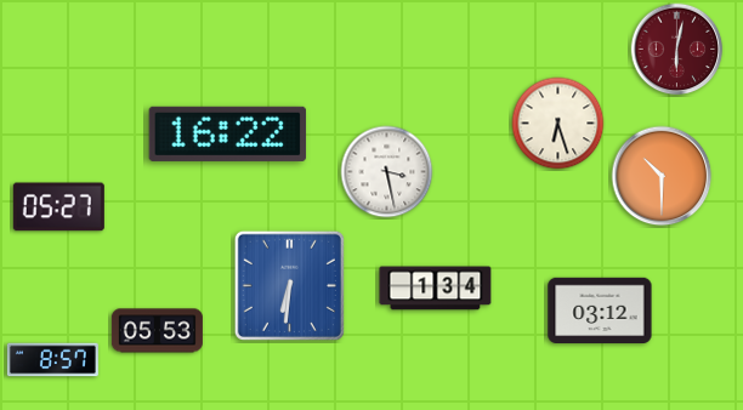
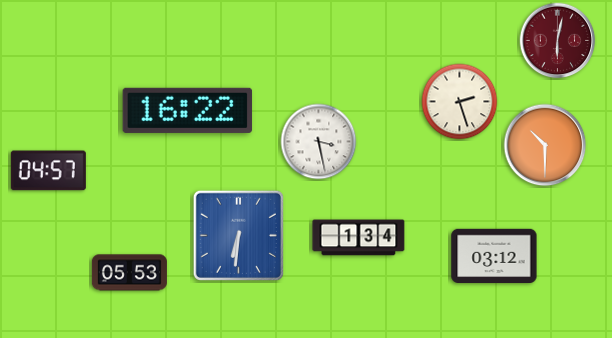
clock at (558, 124): 6:27 -> 2:27
clock at (58, 207): 05:27 -> 04:57
clock at (52, 360): 8:57 -> none
